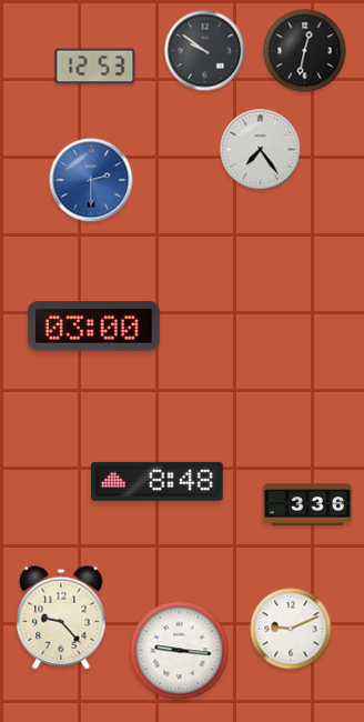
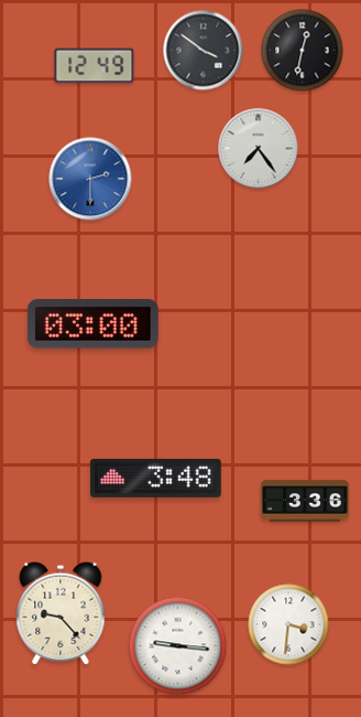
clock at (205, 51): 9:51 -> 3:51
clock at (95, 67): 12:53 -> 12:49
clock at (158, 481): 8:48 -> 3:48
clock at (291, 629): 9:11 -> 3:31
